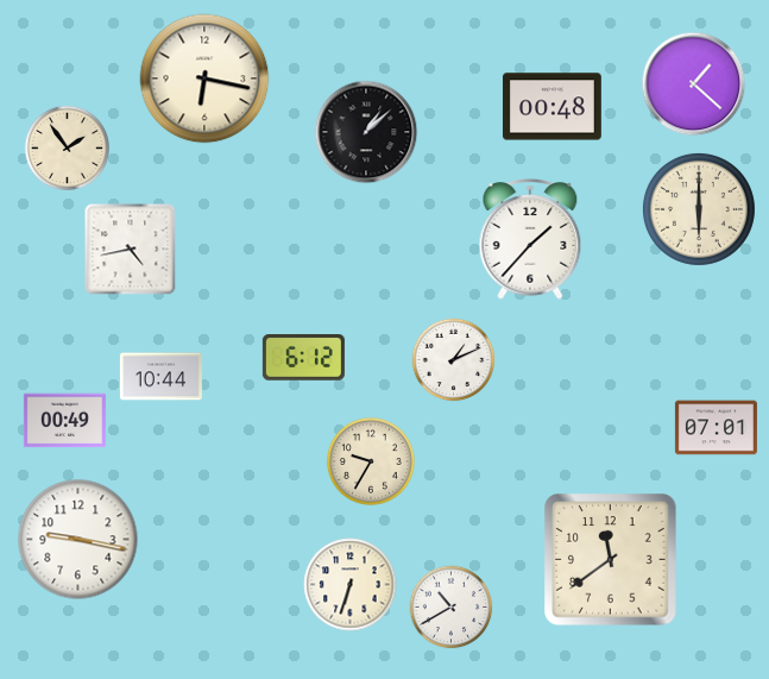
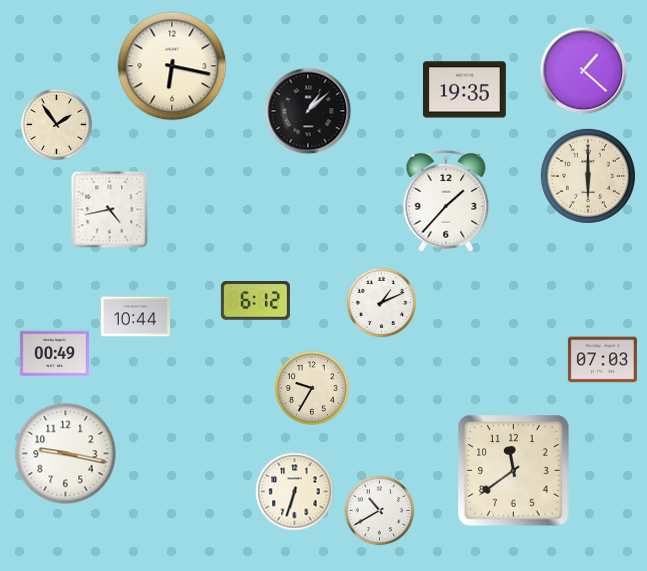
clock at (553, 107): 00:48 -> 19:35
clock at (716, 428): 07:01 -> 07:03
